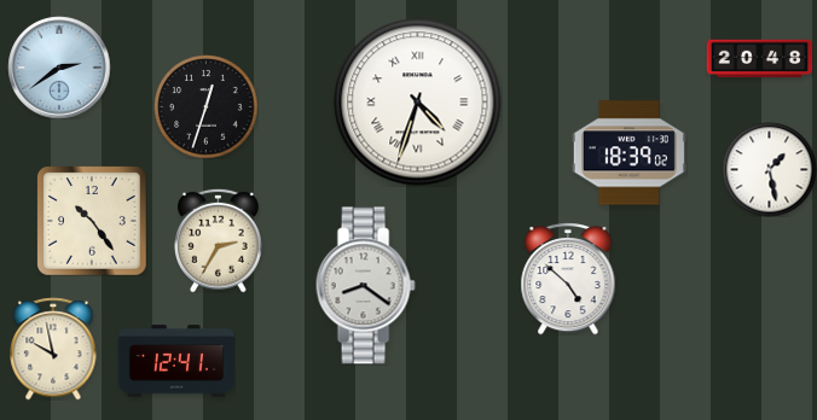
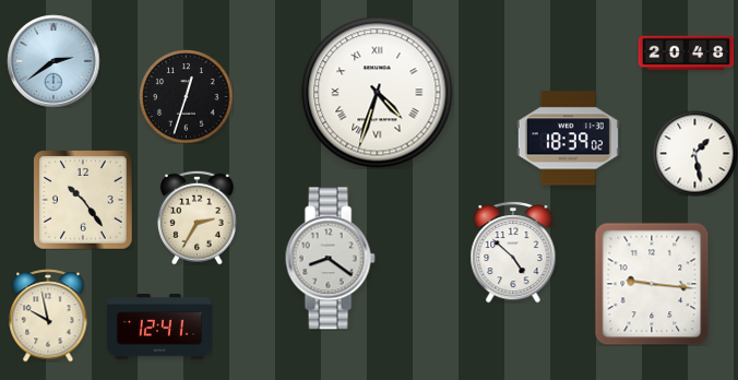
clock at (652, 284): none -> 9:16
